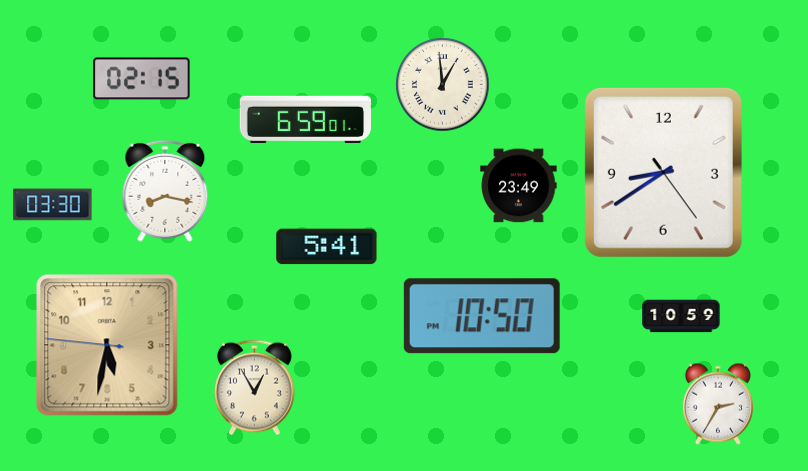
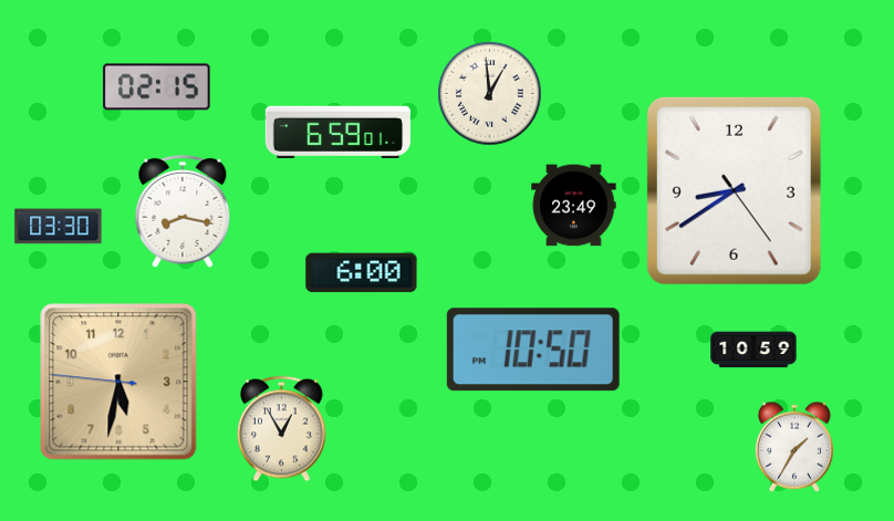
clock at (327, 247): 5:41 -> 6:00
clock at (718, 404): 2:35 -> 1:35
